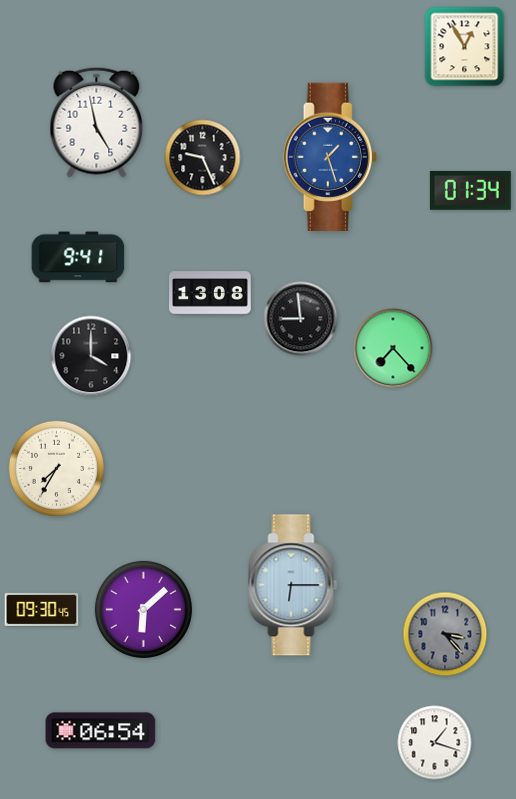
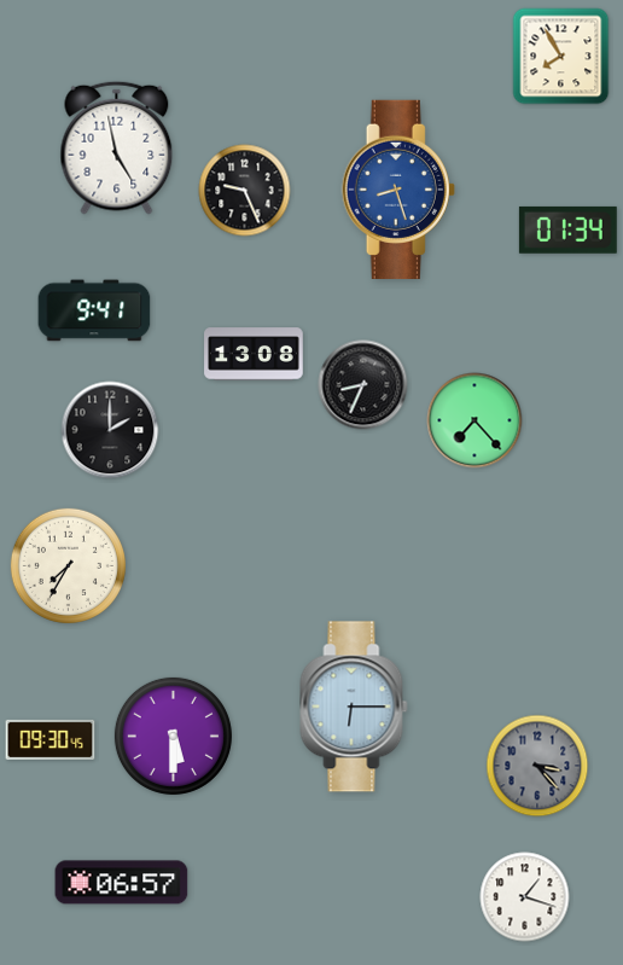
clock at (465, 47): 12:55 -> 7:55
clock at (330, 157): 1:27 -> 8:27
clock at (301, 319): 8:59 -> 8:34
clock at (91, 356): 4:00 -> 2:00
clock at (42, 609) position: (42, 609) -> (51, 739)
clock at (143, 609): 6:08 -> 5:30
clock at (101, 731): 06:54 -> 06:57
